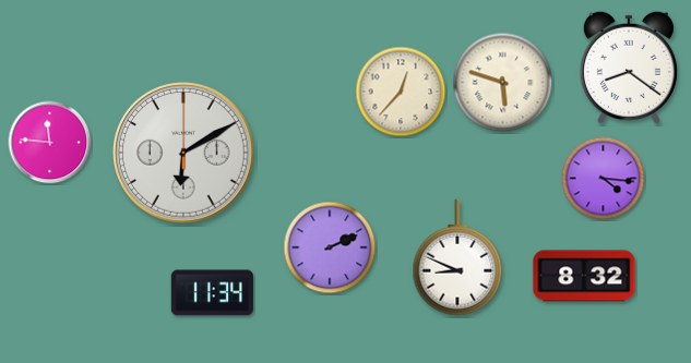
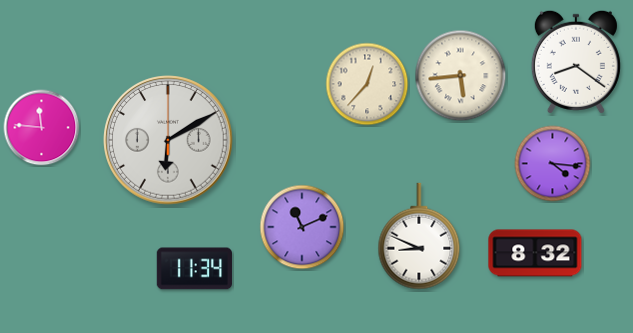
clock at (503, 83): 5:48 -> 5:44
clock at (50, 143) position: (50, 143) -> (42, 128)
clock at (330, 247): 2:11 -> 11:11
